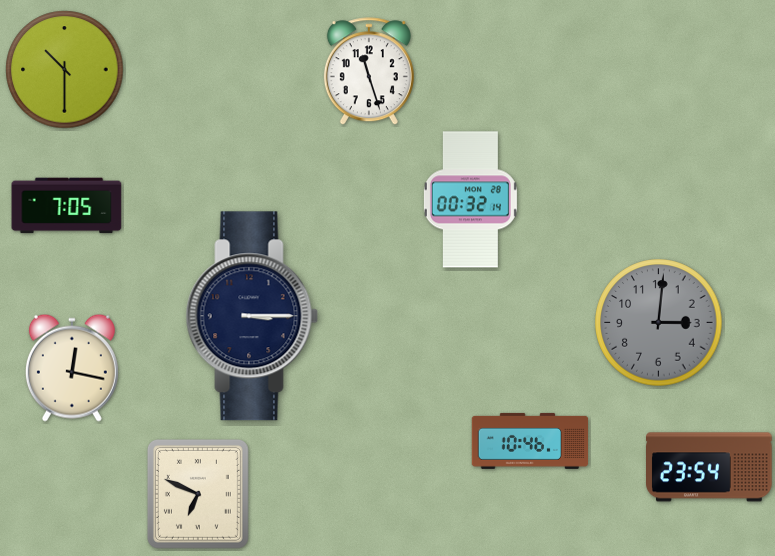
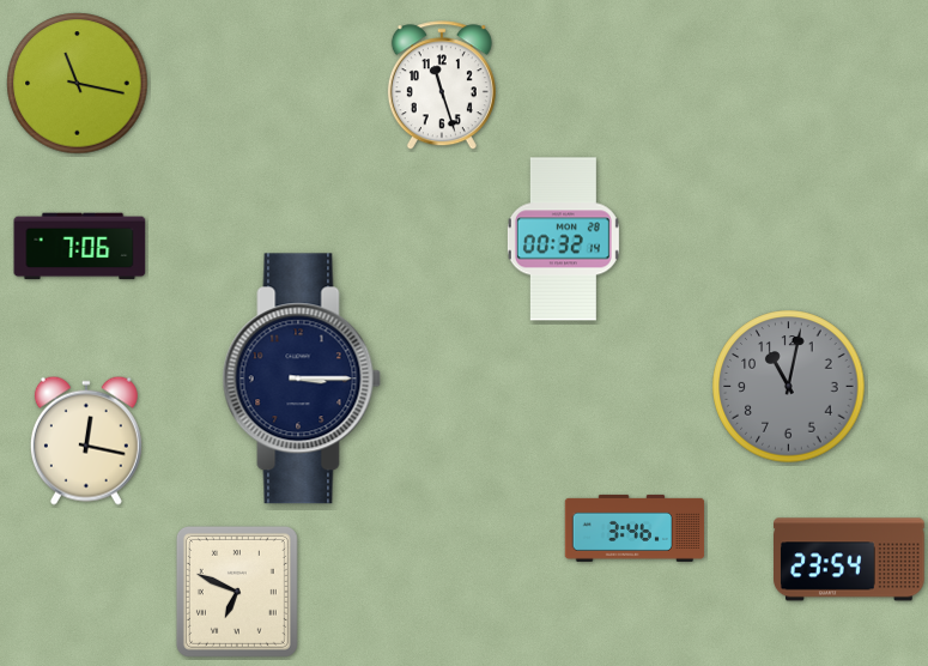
clock at (65, 70): 10:30 -> 11:17
clock at (67, 206): 7:05 -> 7:06
clock at (659, 323): 3:01 -> 11:02
clock at (530, 441): 10:46 -> 3:46
